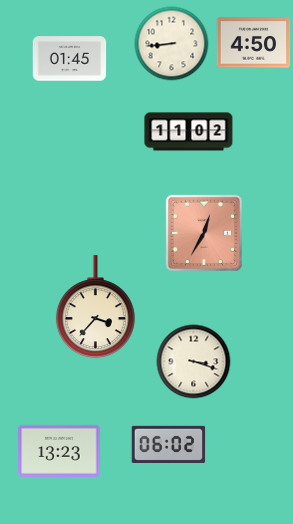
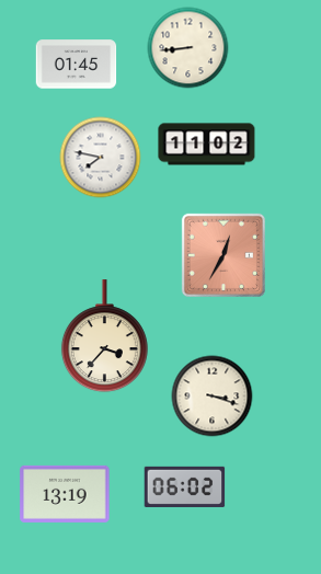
clock at (254, 43): 4:50 -> none
clock at (101, 158): none -> 7:47
clock at (59, 451): 13:23 -> 13:19
